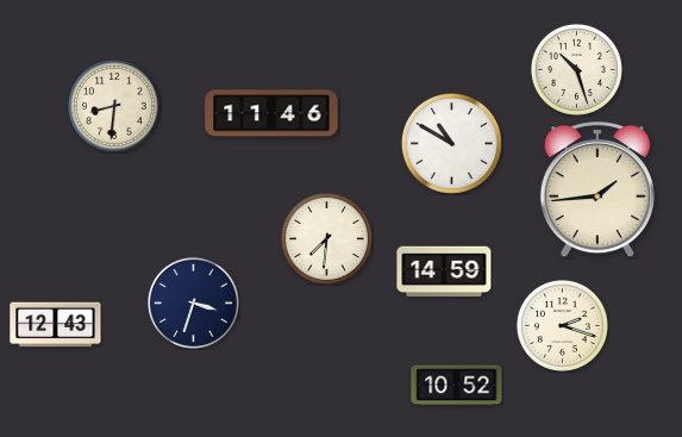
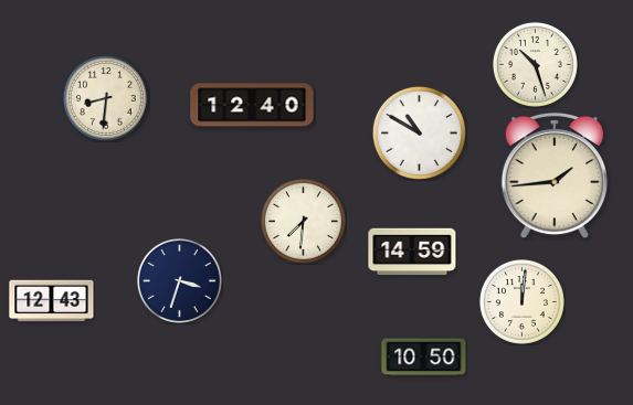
clock at (271, 113): 11:46 -> 12:40
clock at (562, 325): 2:18 -> 12:01
clock at (457, 386): 10:52 -> 10:50
